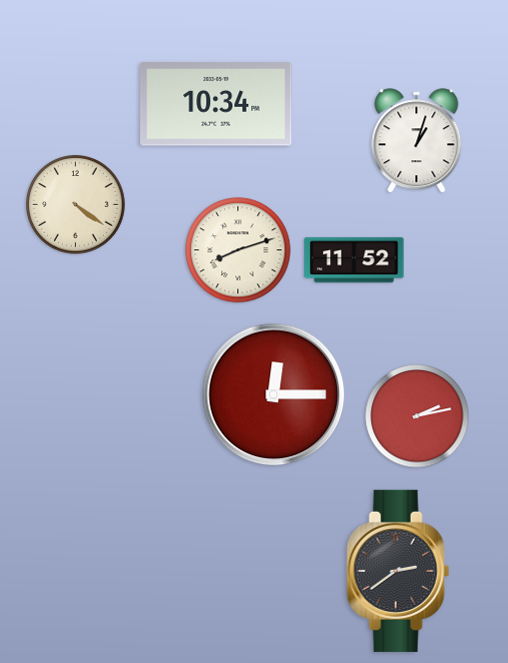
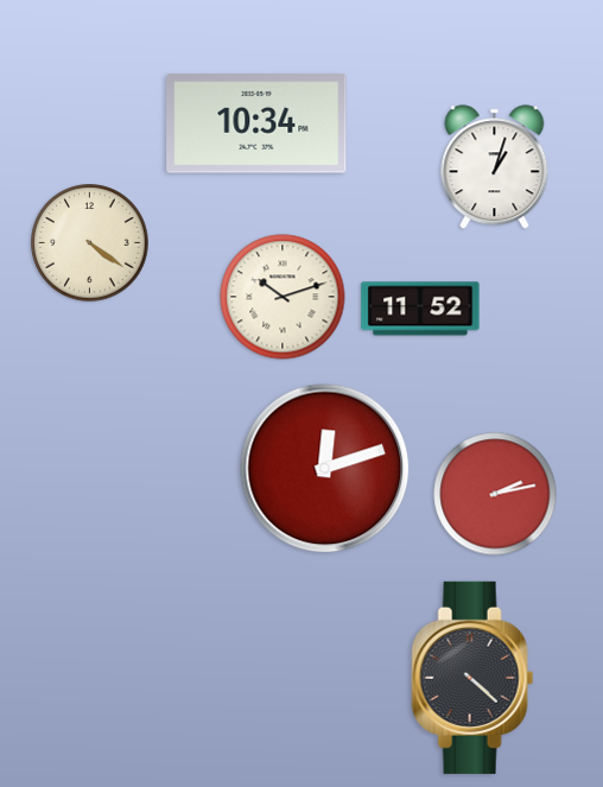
clock at (238, 250): 8:12 -> 10:12
clock at (274, 395): 12:15 -> 12:12
clock at (398, 571): 2:39 -> 4:22
